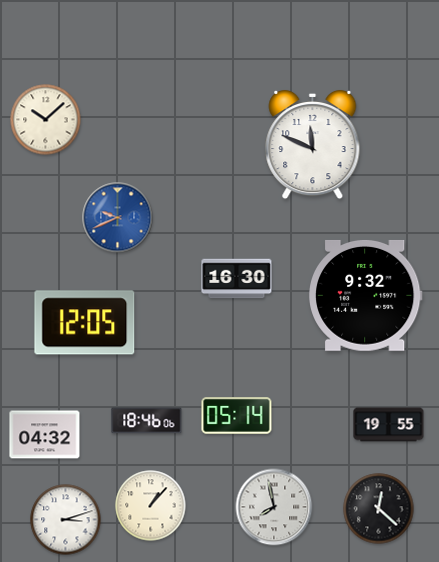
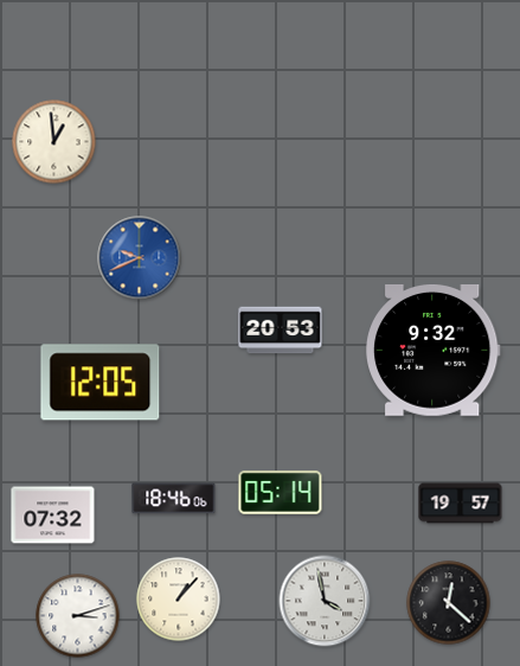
clock at (46, 120): 10:08 -> 12:59
clock at (313, 145): 11:49 -> none
clock at (237, 279): 16:30 -> 20:53
clock at (389, 425): 19:55 -> 19:57
clock at (45, 435): 04:32 -> 07:32
clock at (274, 507): 7:58 -> 3:58
